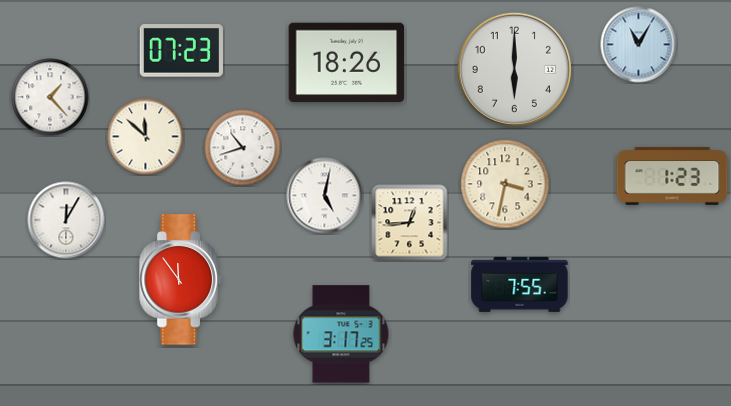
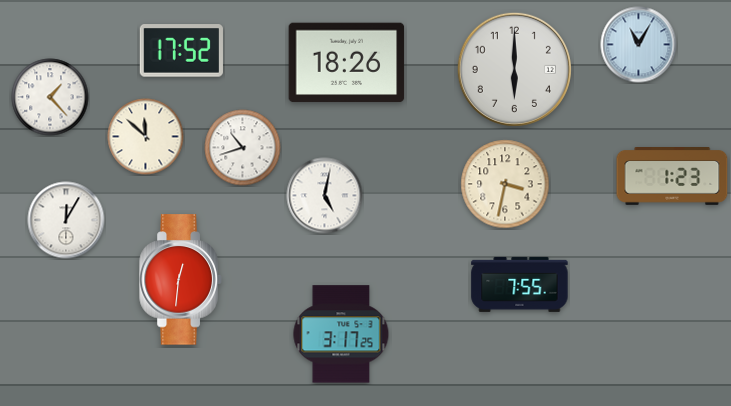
clock at (181, 51): 07:23 -> 17:52
clock at (410, 223): 12:44 -> none
clock at (181, 280): 11:54 -> 12:31
